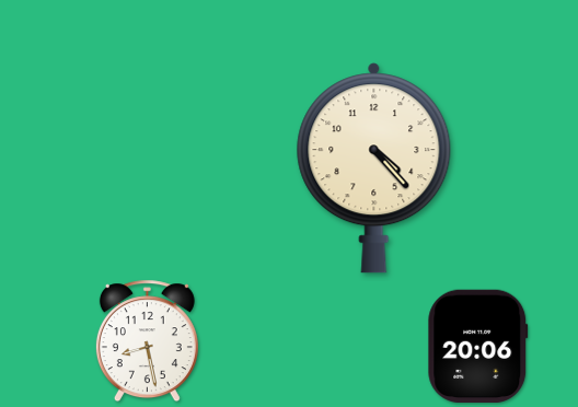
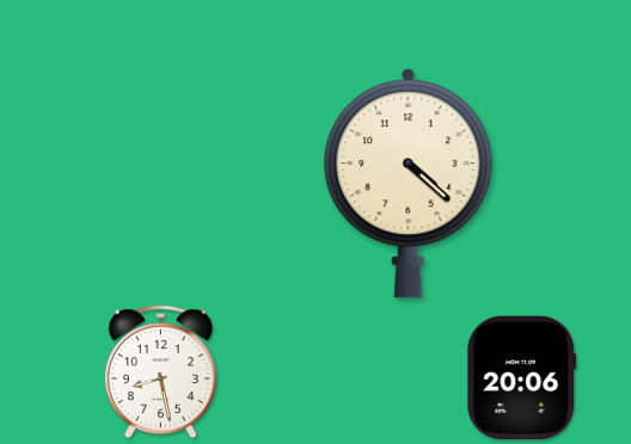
clock at (374, 168): 4:23 -> 4:22
